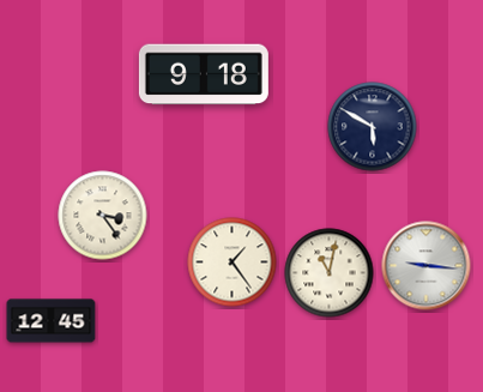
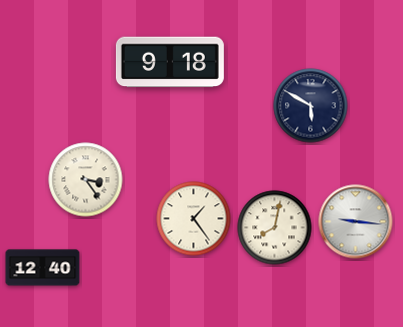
clock at (330, 273): 11:02 -> 8:02
clock at (52, 321): 12:45 -> 12:40
